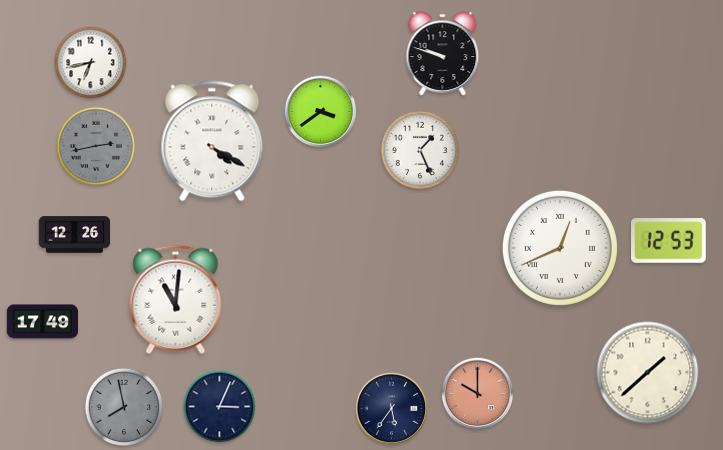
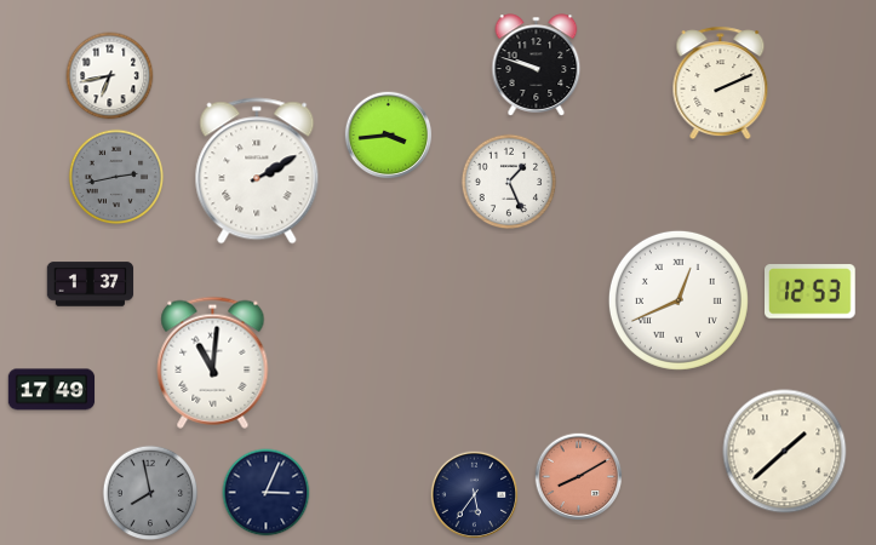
clock at (721, 84): none -> 2:11
clock at (321, 112): 3:39 -> 3:44
clock at (212, 141): 4:20 -> 2:10
clock at (75, 235): 12:26 -> 1:37
clock at (478, 394): 10:00 -> 8:10
